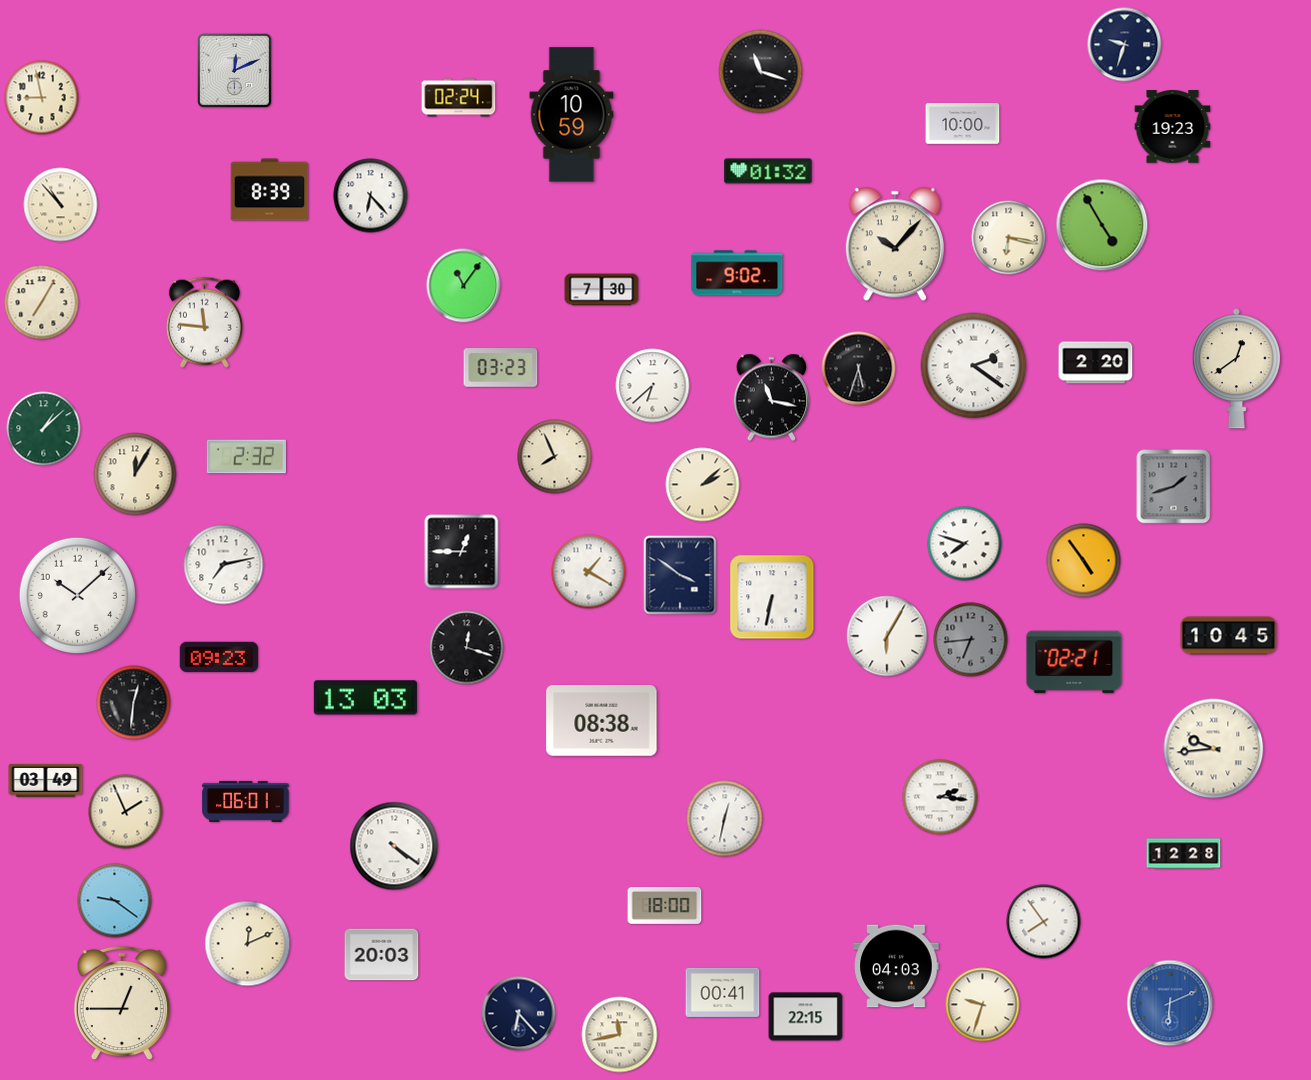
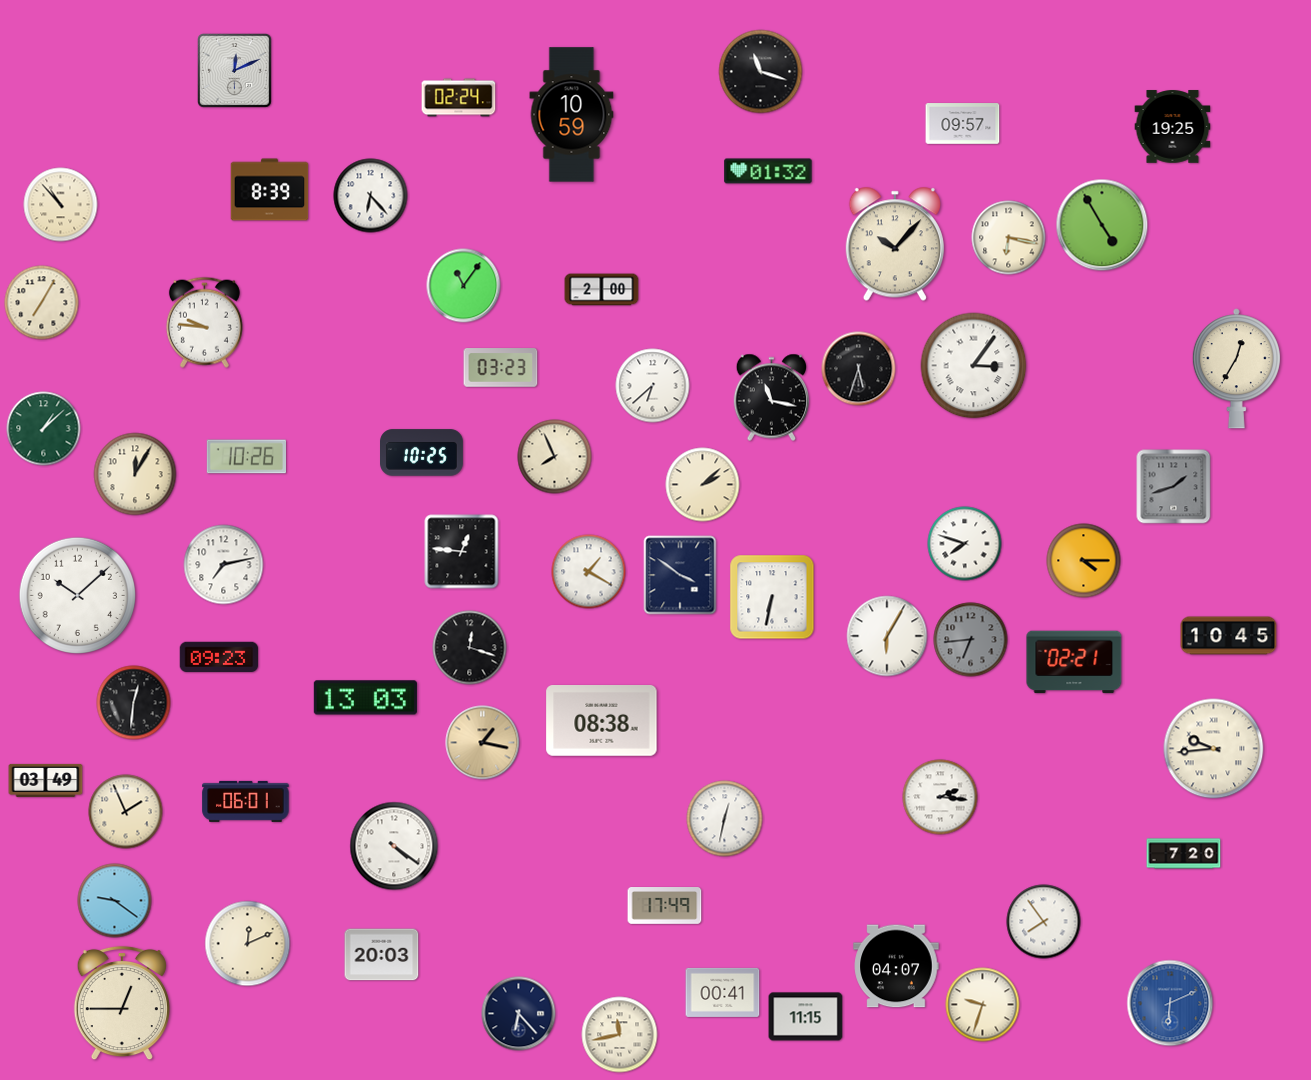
clock at (1125, 45): 9:33 -> none
clock at (42, 98): 8:58 -> none
clock at (963, 124): 10:00 -> 09:57
clock at (1173, 127): 19:23 -> 19:25
clock at (737, 273): 9:02 -> none
clock at (602, 290): 7:30 -> 2:00
clock at (204, 322): 11:46 -> 9:46
clock at (1096, 363): 2:20 -> none
clock at (974, 366): 2:21 -> 3:06
clock at (1236, 369): 12:39 -> 12:35
clock at (422, 453): none -> 10:25
clock at (246, 457): 2:32 -> 10:26
clock at (462, 552): 12:45 -> 12:46
clock at (1084, 561): 4:54 -> 4:15
clock at (467, 648) position: (467, 648) -> (470, 648)
clock at (483, 743): none -> 1:17
clock at (1184, 854): 12:28 -> 7:20
clock at (665, 906): 18:00 -> 17:49
clock at (896, 966): 04:03 -> 04:07
clock at (806, 1017): 22:15 -> 11:15
